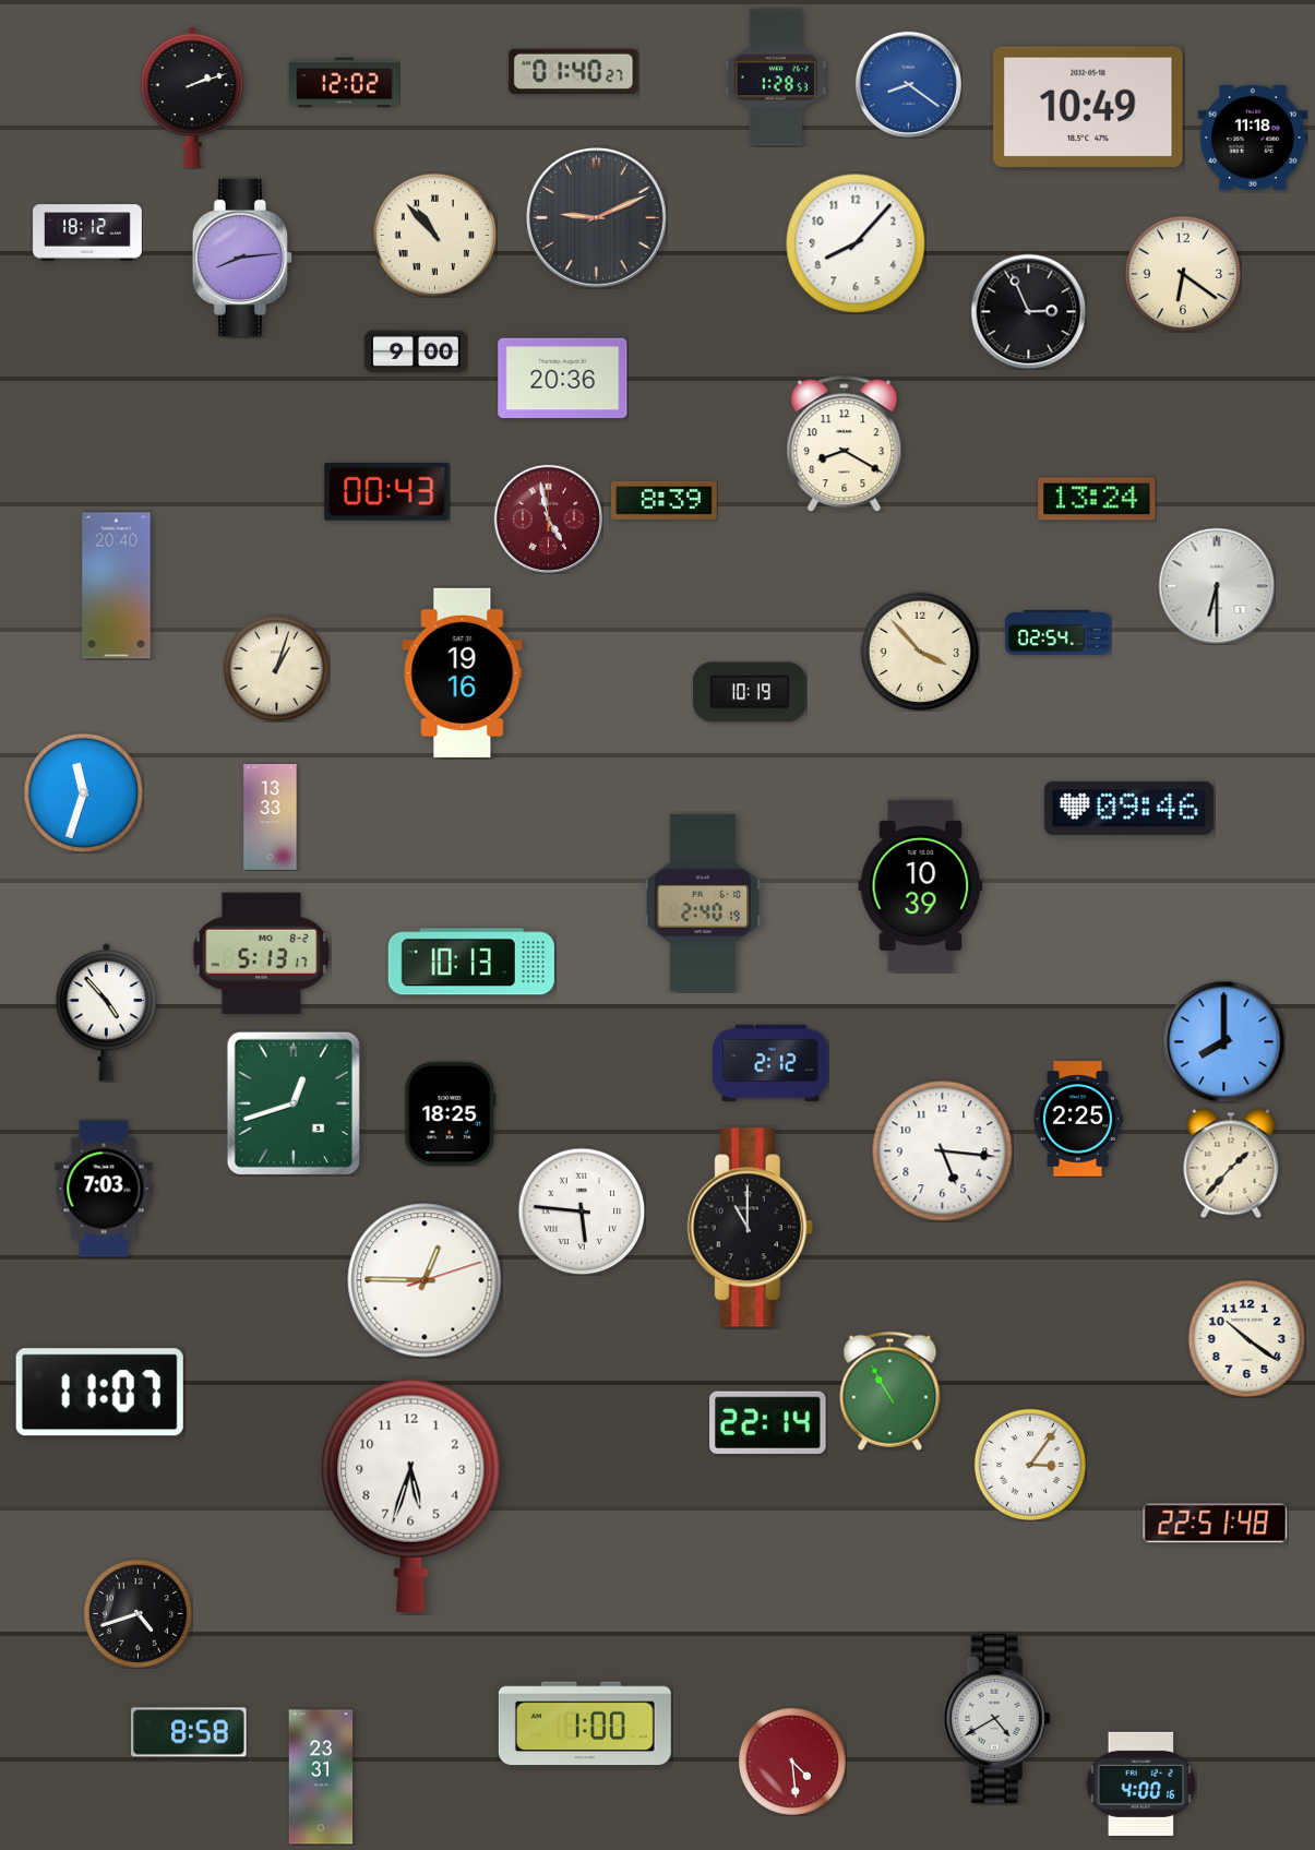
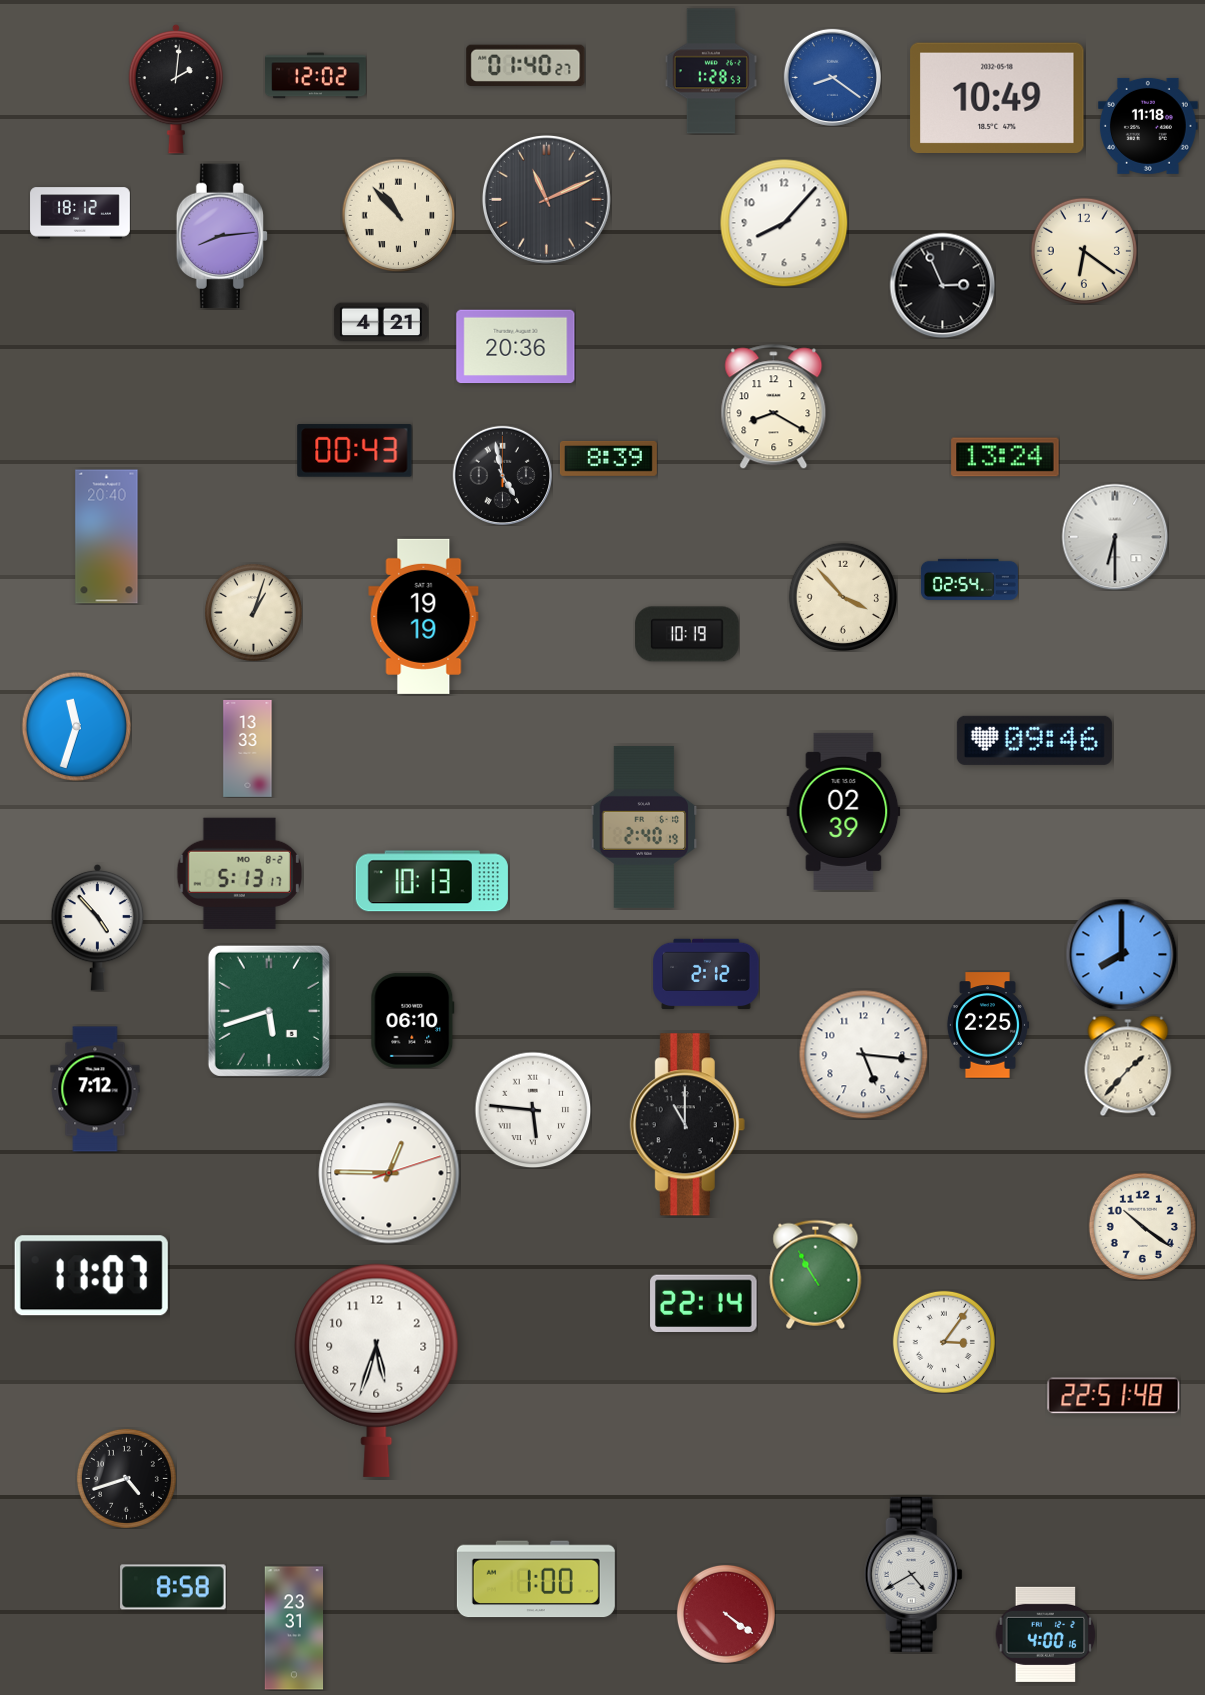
clock at (192, 97): 2:12 -> 2:01
clock at (596, 217): 9:11 -> 11:11
clock at (416, 351): 9:00 -> 4:21
clock at (548, 518) dial: burgundy -> black
clock at (463, 672): 19:16 -> 19:19
clock at (921, 885): 10:39 -> 02:39
clock at (294, 1103): 12:42 -> 5:42
clock at (451, 1113): 18:25 -> 06:10
clock at (104, 1189): 7:03 -> 7:12
clock at (792, 1762): 4:29 -> 4:21
